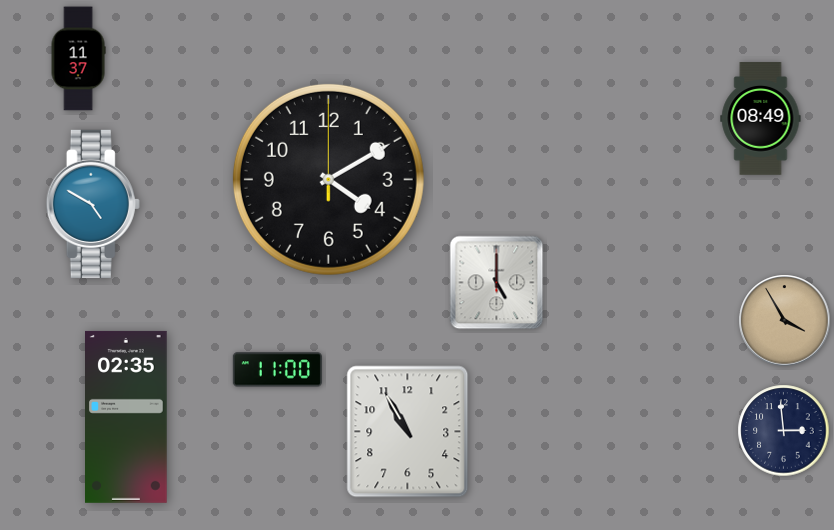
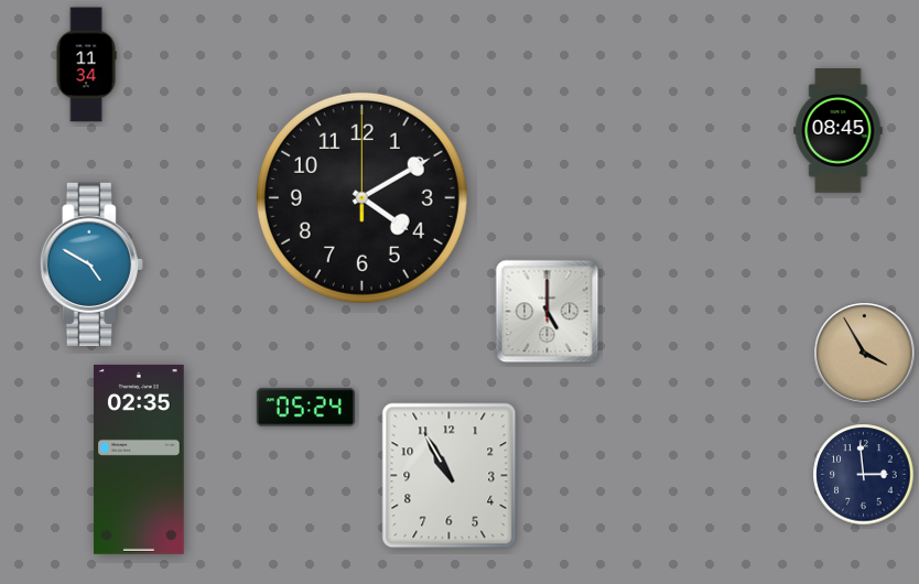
clock at (78, 59): 11:37 -> 11:34
clock at (761, 119): 08:49 -> 08:45
clock at (93, 204) position: (93, 204) -> (91, 264)
clock at (277, 370): 11:00 -> 05:24
